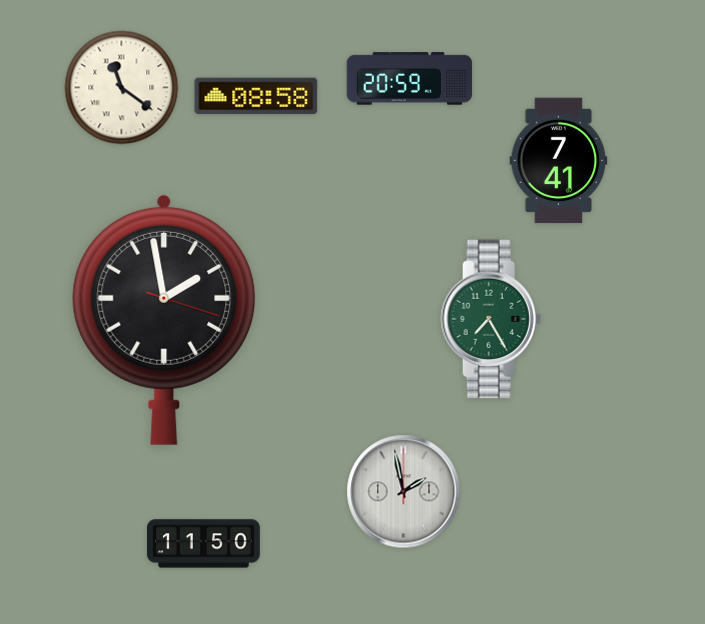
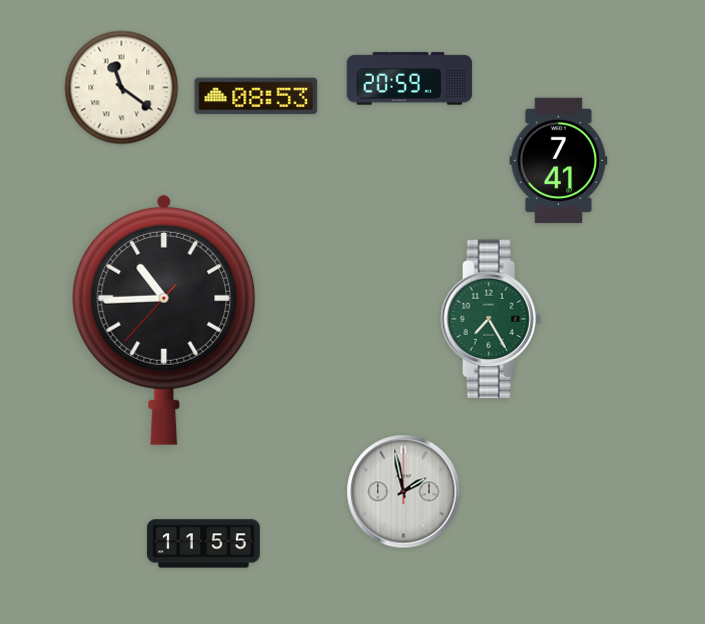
clock at (256, 96): 08:58 -> 08:53
clock at (164, 319): 1:58 -> 10:44
clock at (204, 544): 11:50 -> 11:55
